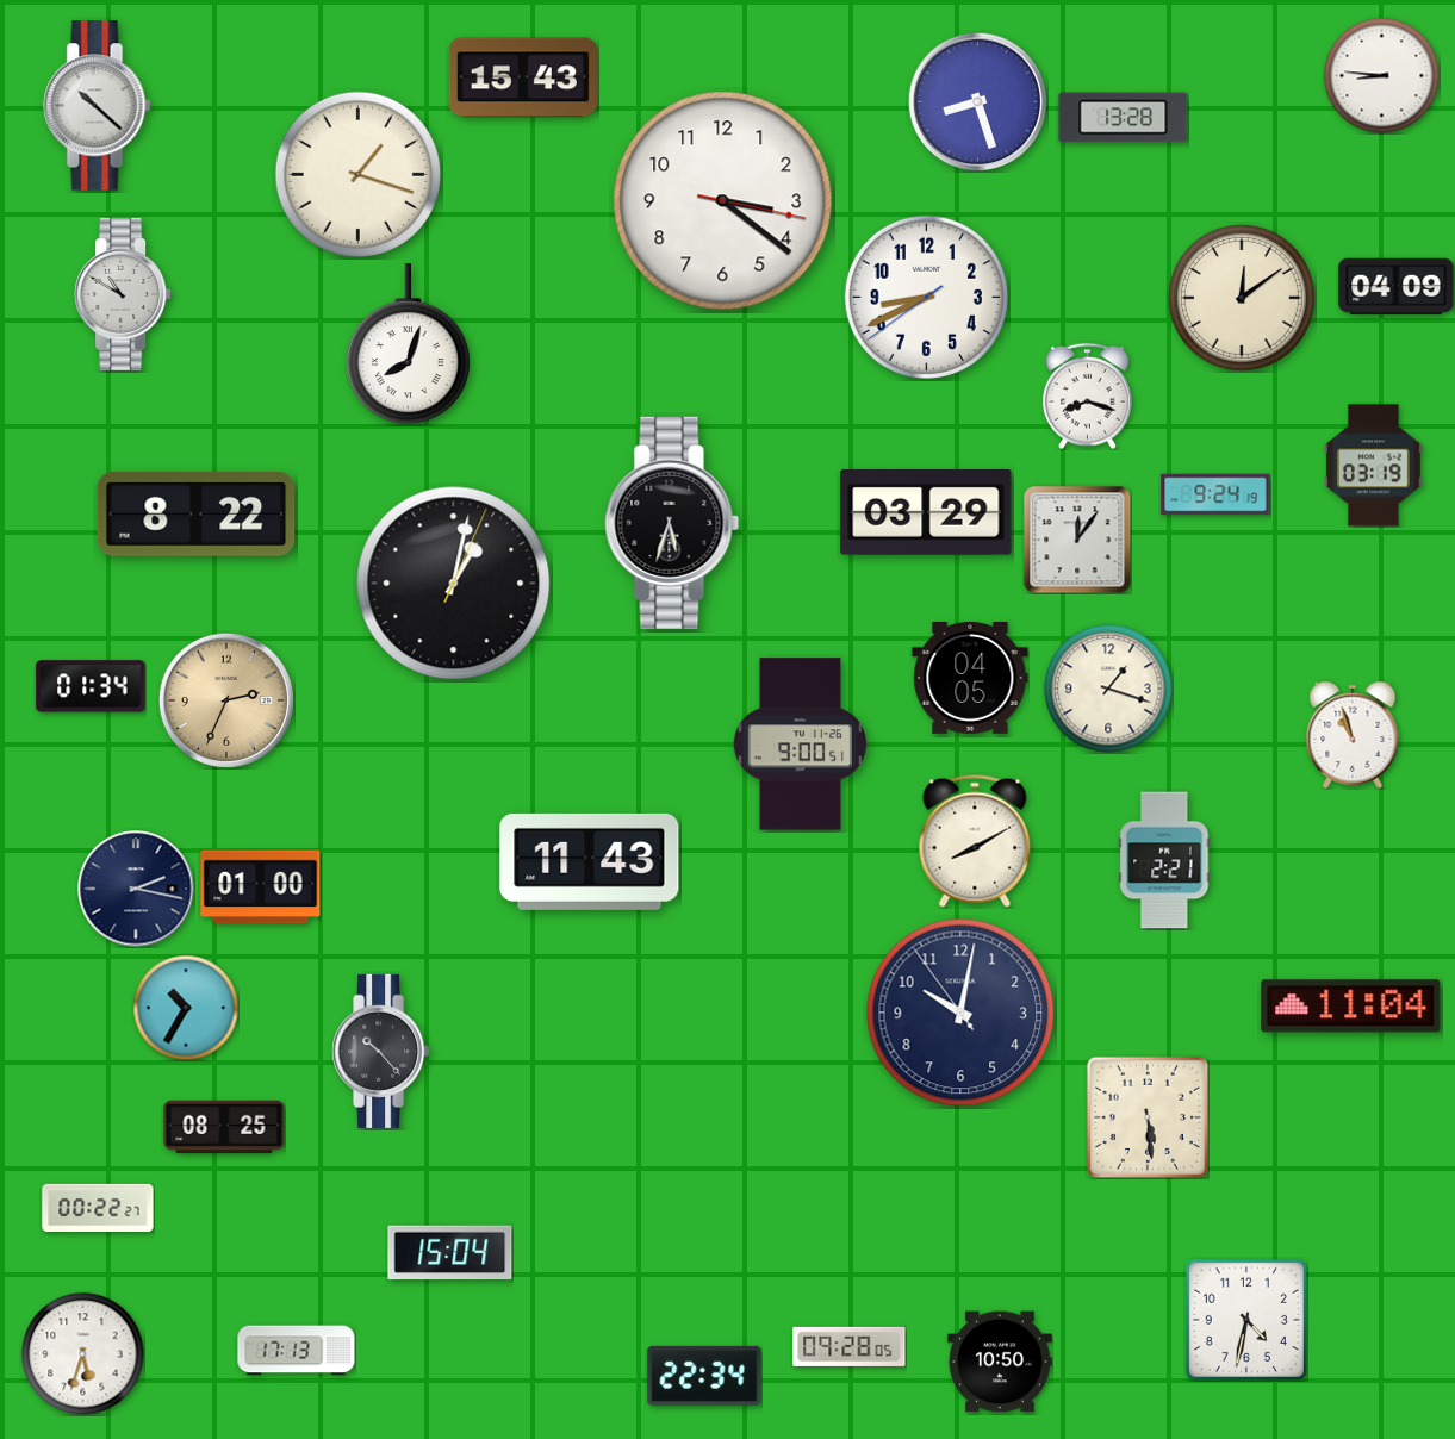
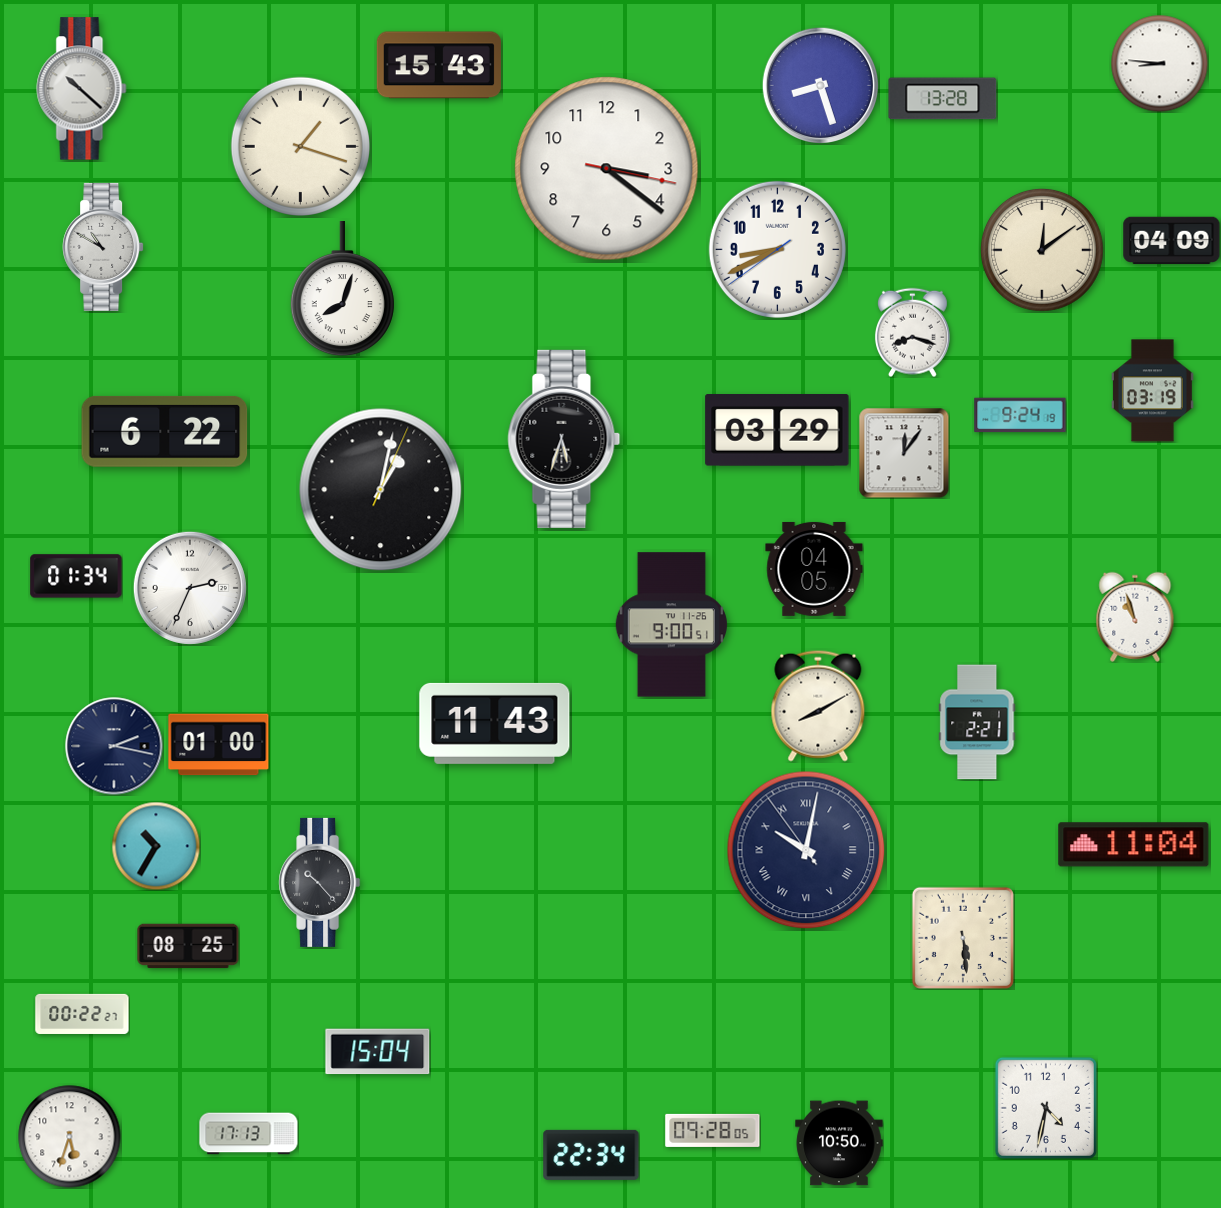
clock at (197, 513): 8:22 -> 6:22
clock at (1108, 689): 1:18 -> none
clock at (226, 700) dial: champagne -> white
clock at (960, 1013) numerals: Arabic -> Roman
